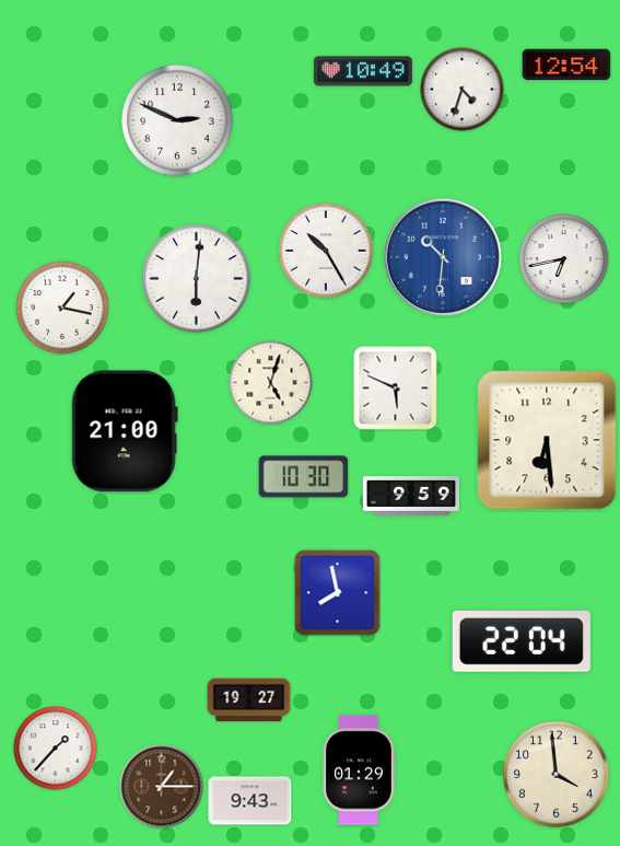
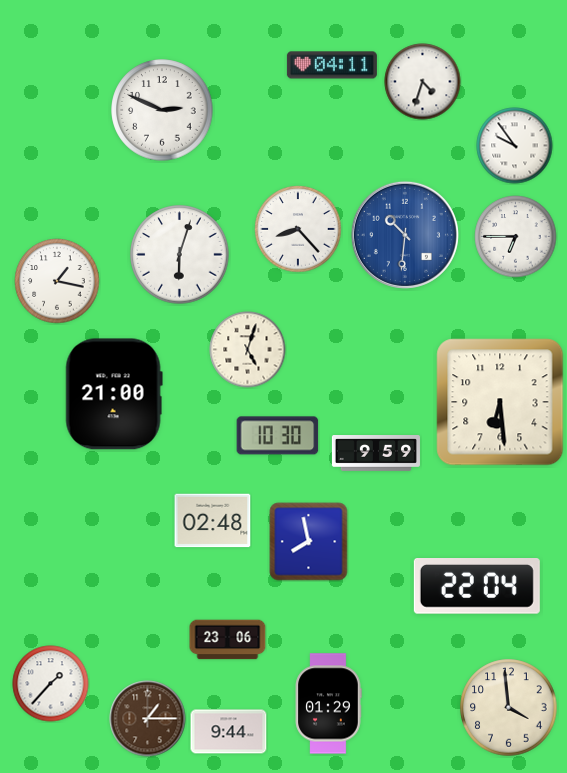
clock at (566, 65): 12:54 -> none
clock at (363, 71): 10:49 -> 04:11
clock at (515, 146): none -> 9:54
clock at (326, 251): 10:25 -> 8:23
clock at (564, 259): 6:43 -> 6:45
clock at (197, 279): 6:01 -> 6:03
clock at (396, 389): 5:49 -> none
clock at (213, 521): none -> 02:48
clock at (249, 700): 19:27 -> 23:06
clock at (250, 801): 9:43 -> 9:44
